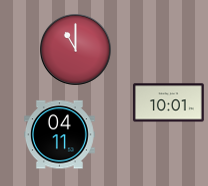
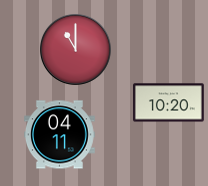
clock at (169, 103): 10:01 -> 10:20
